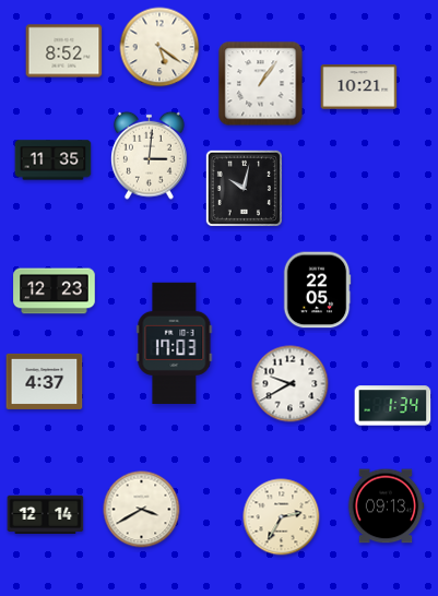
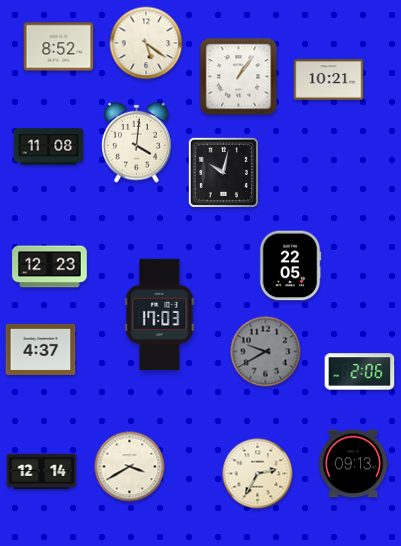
clock at (150, 155): 3:01 -> 4:01
clock at (54, 160): 11:35 -> 11:08
clock at (291, 384) dial: white -> grey
clock at (393, 406): 1:34 -> 2:06
